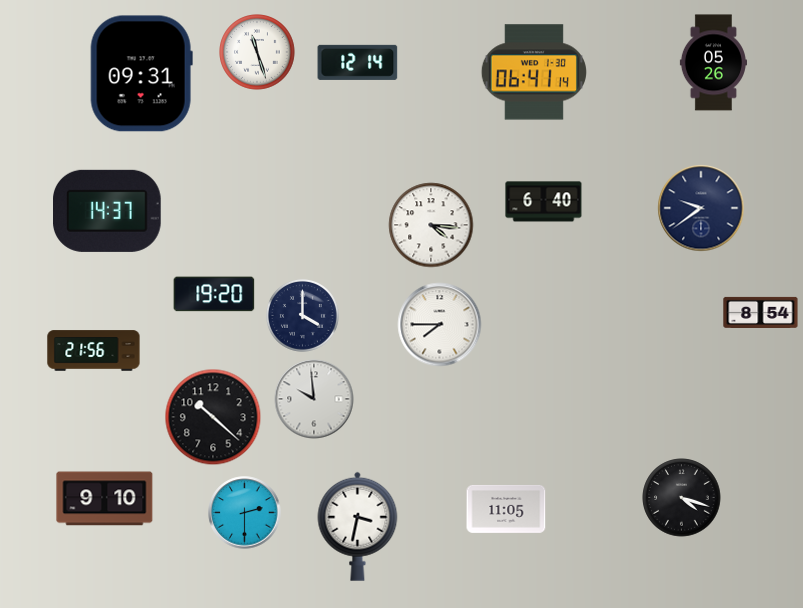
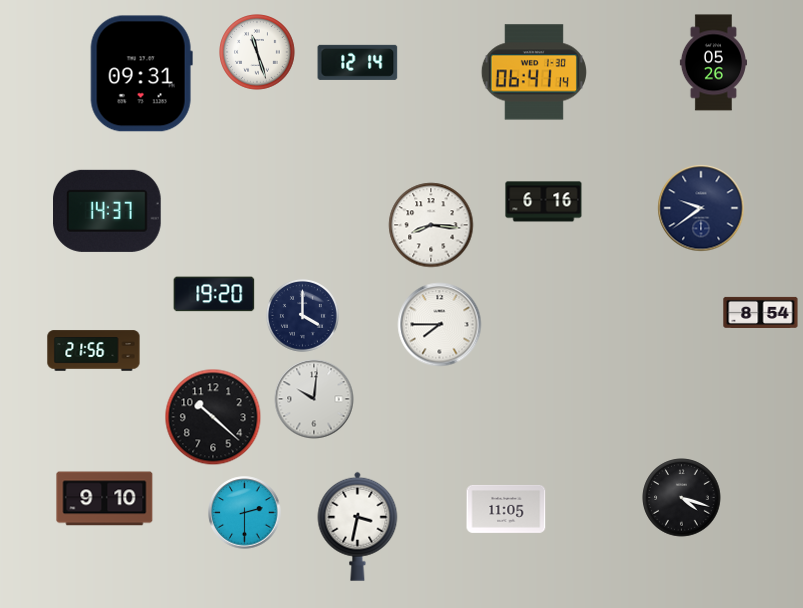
clock at (544, 202): 6:40 -> 6:16
clock at (431, 225): 4:16 -> 8:16
clock at (314, 399): 9:59 -> 10:01
